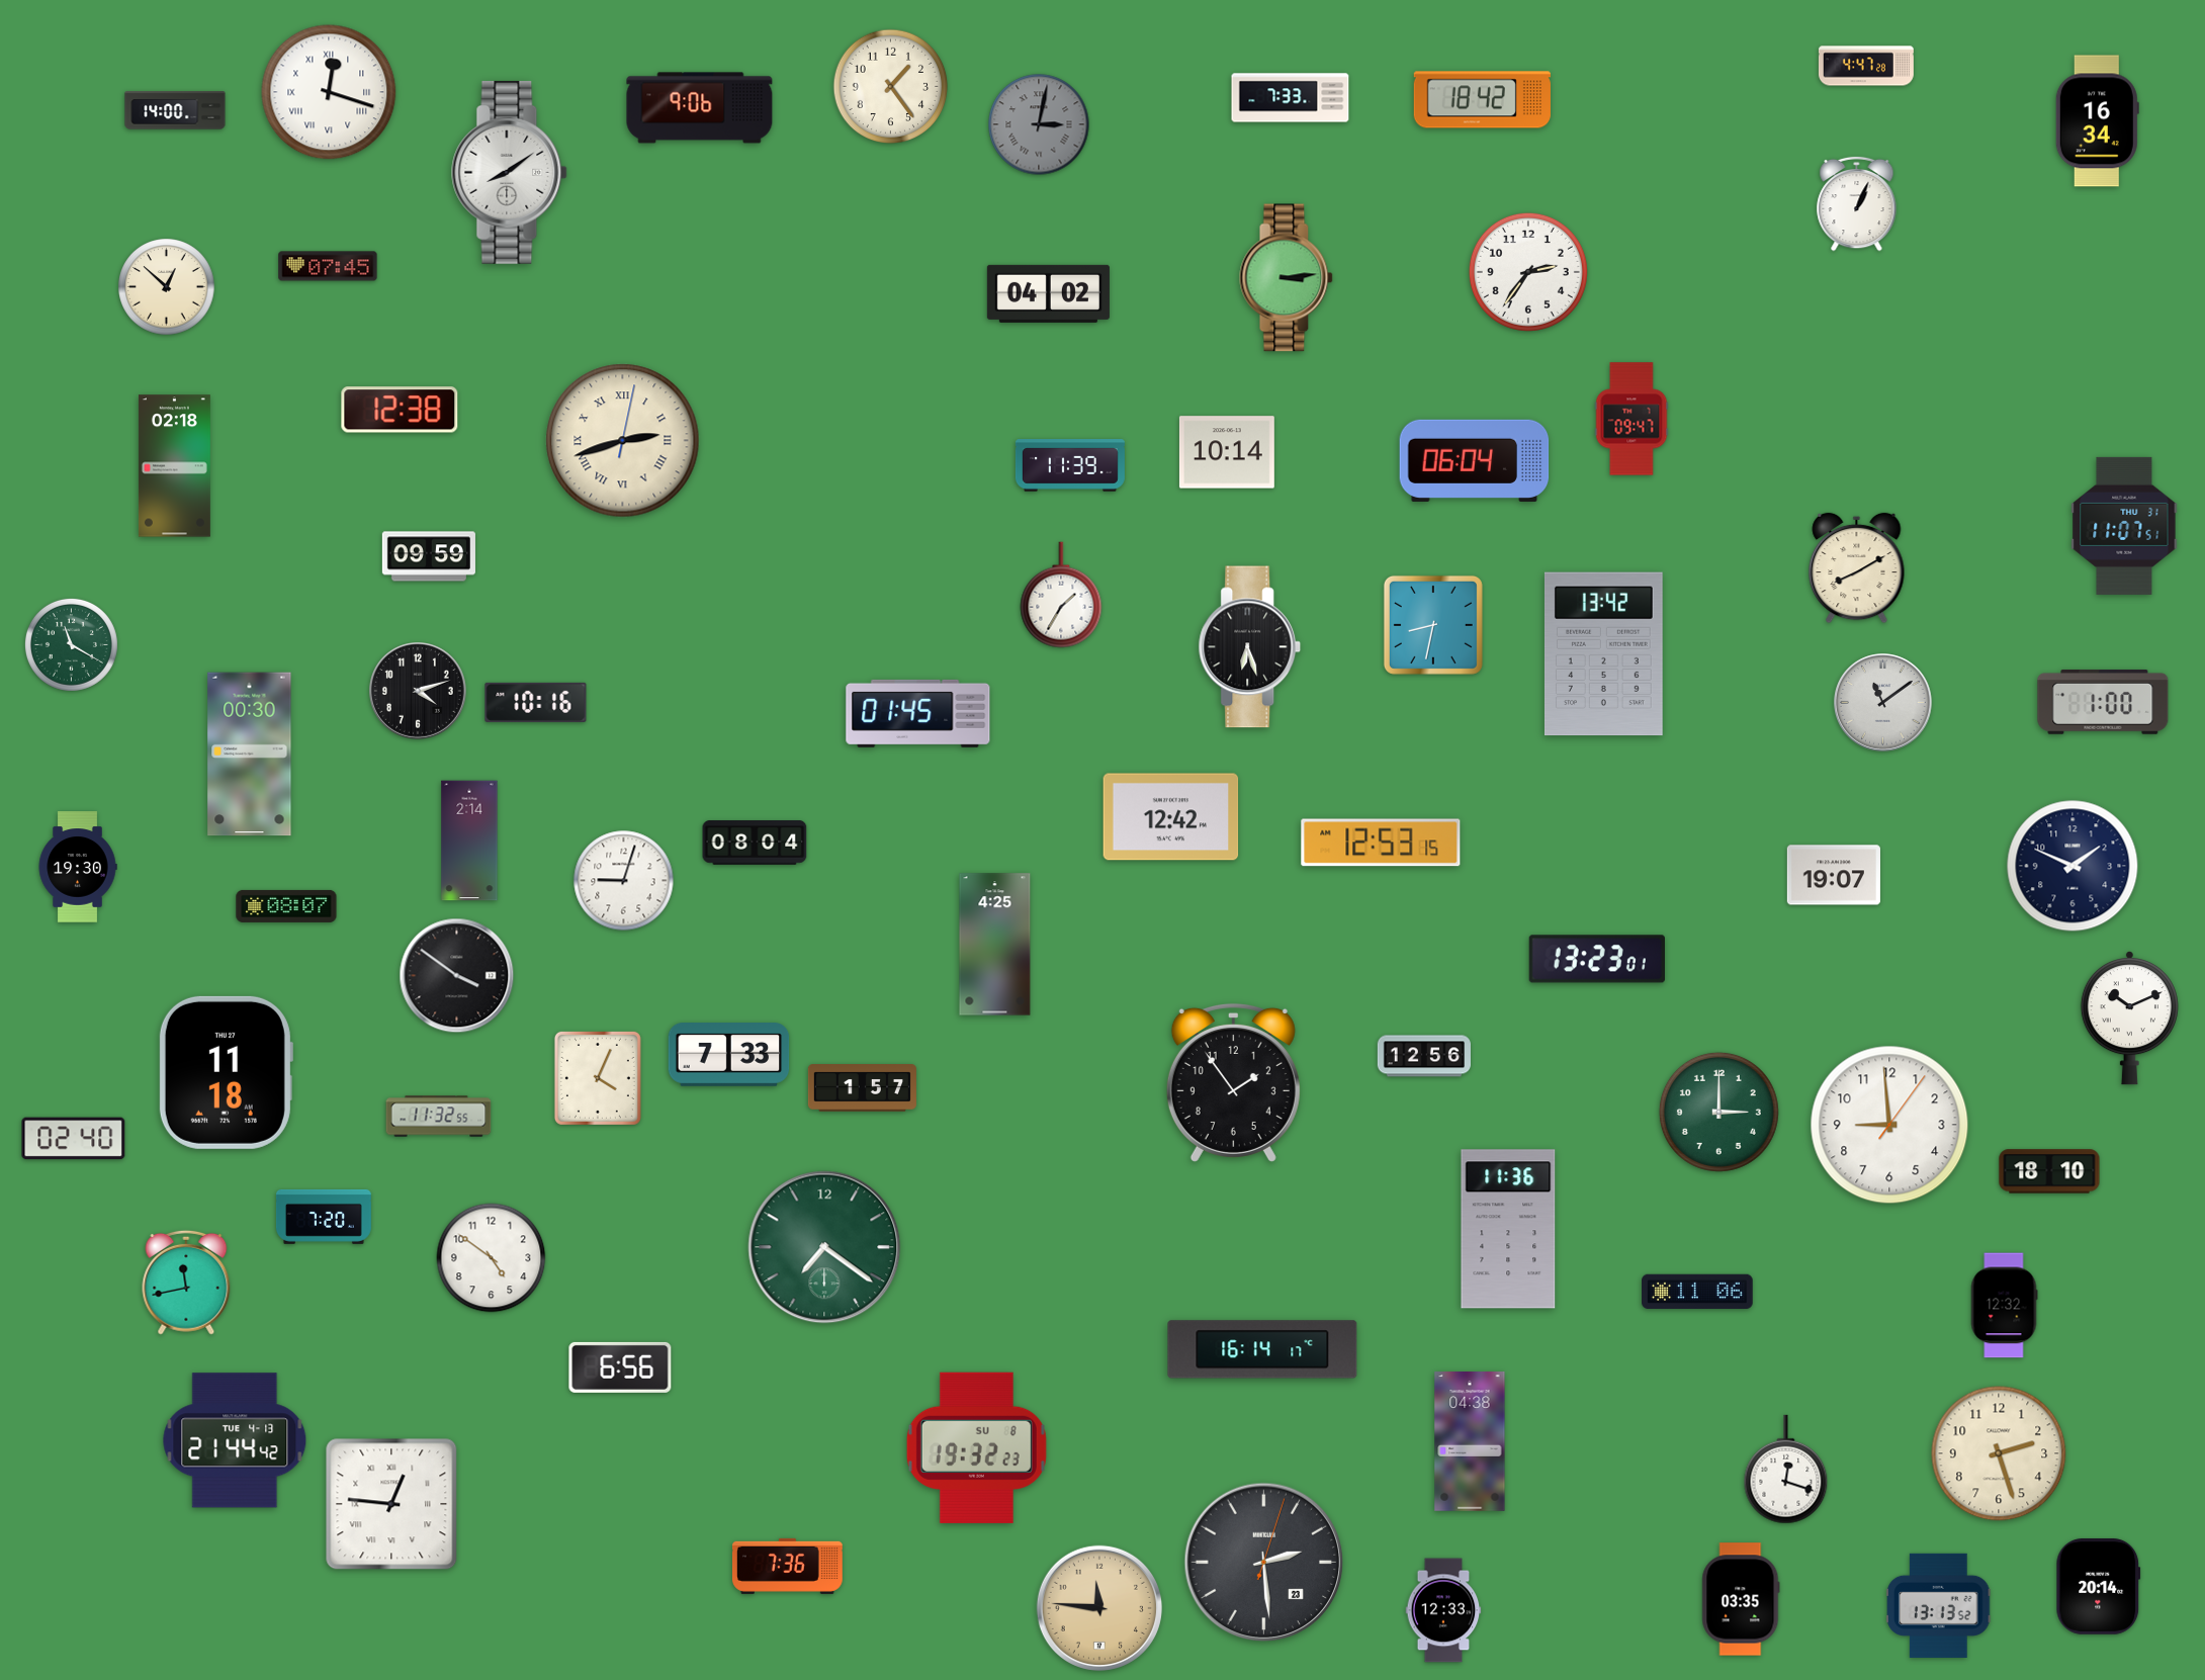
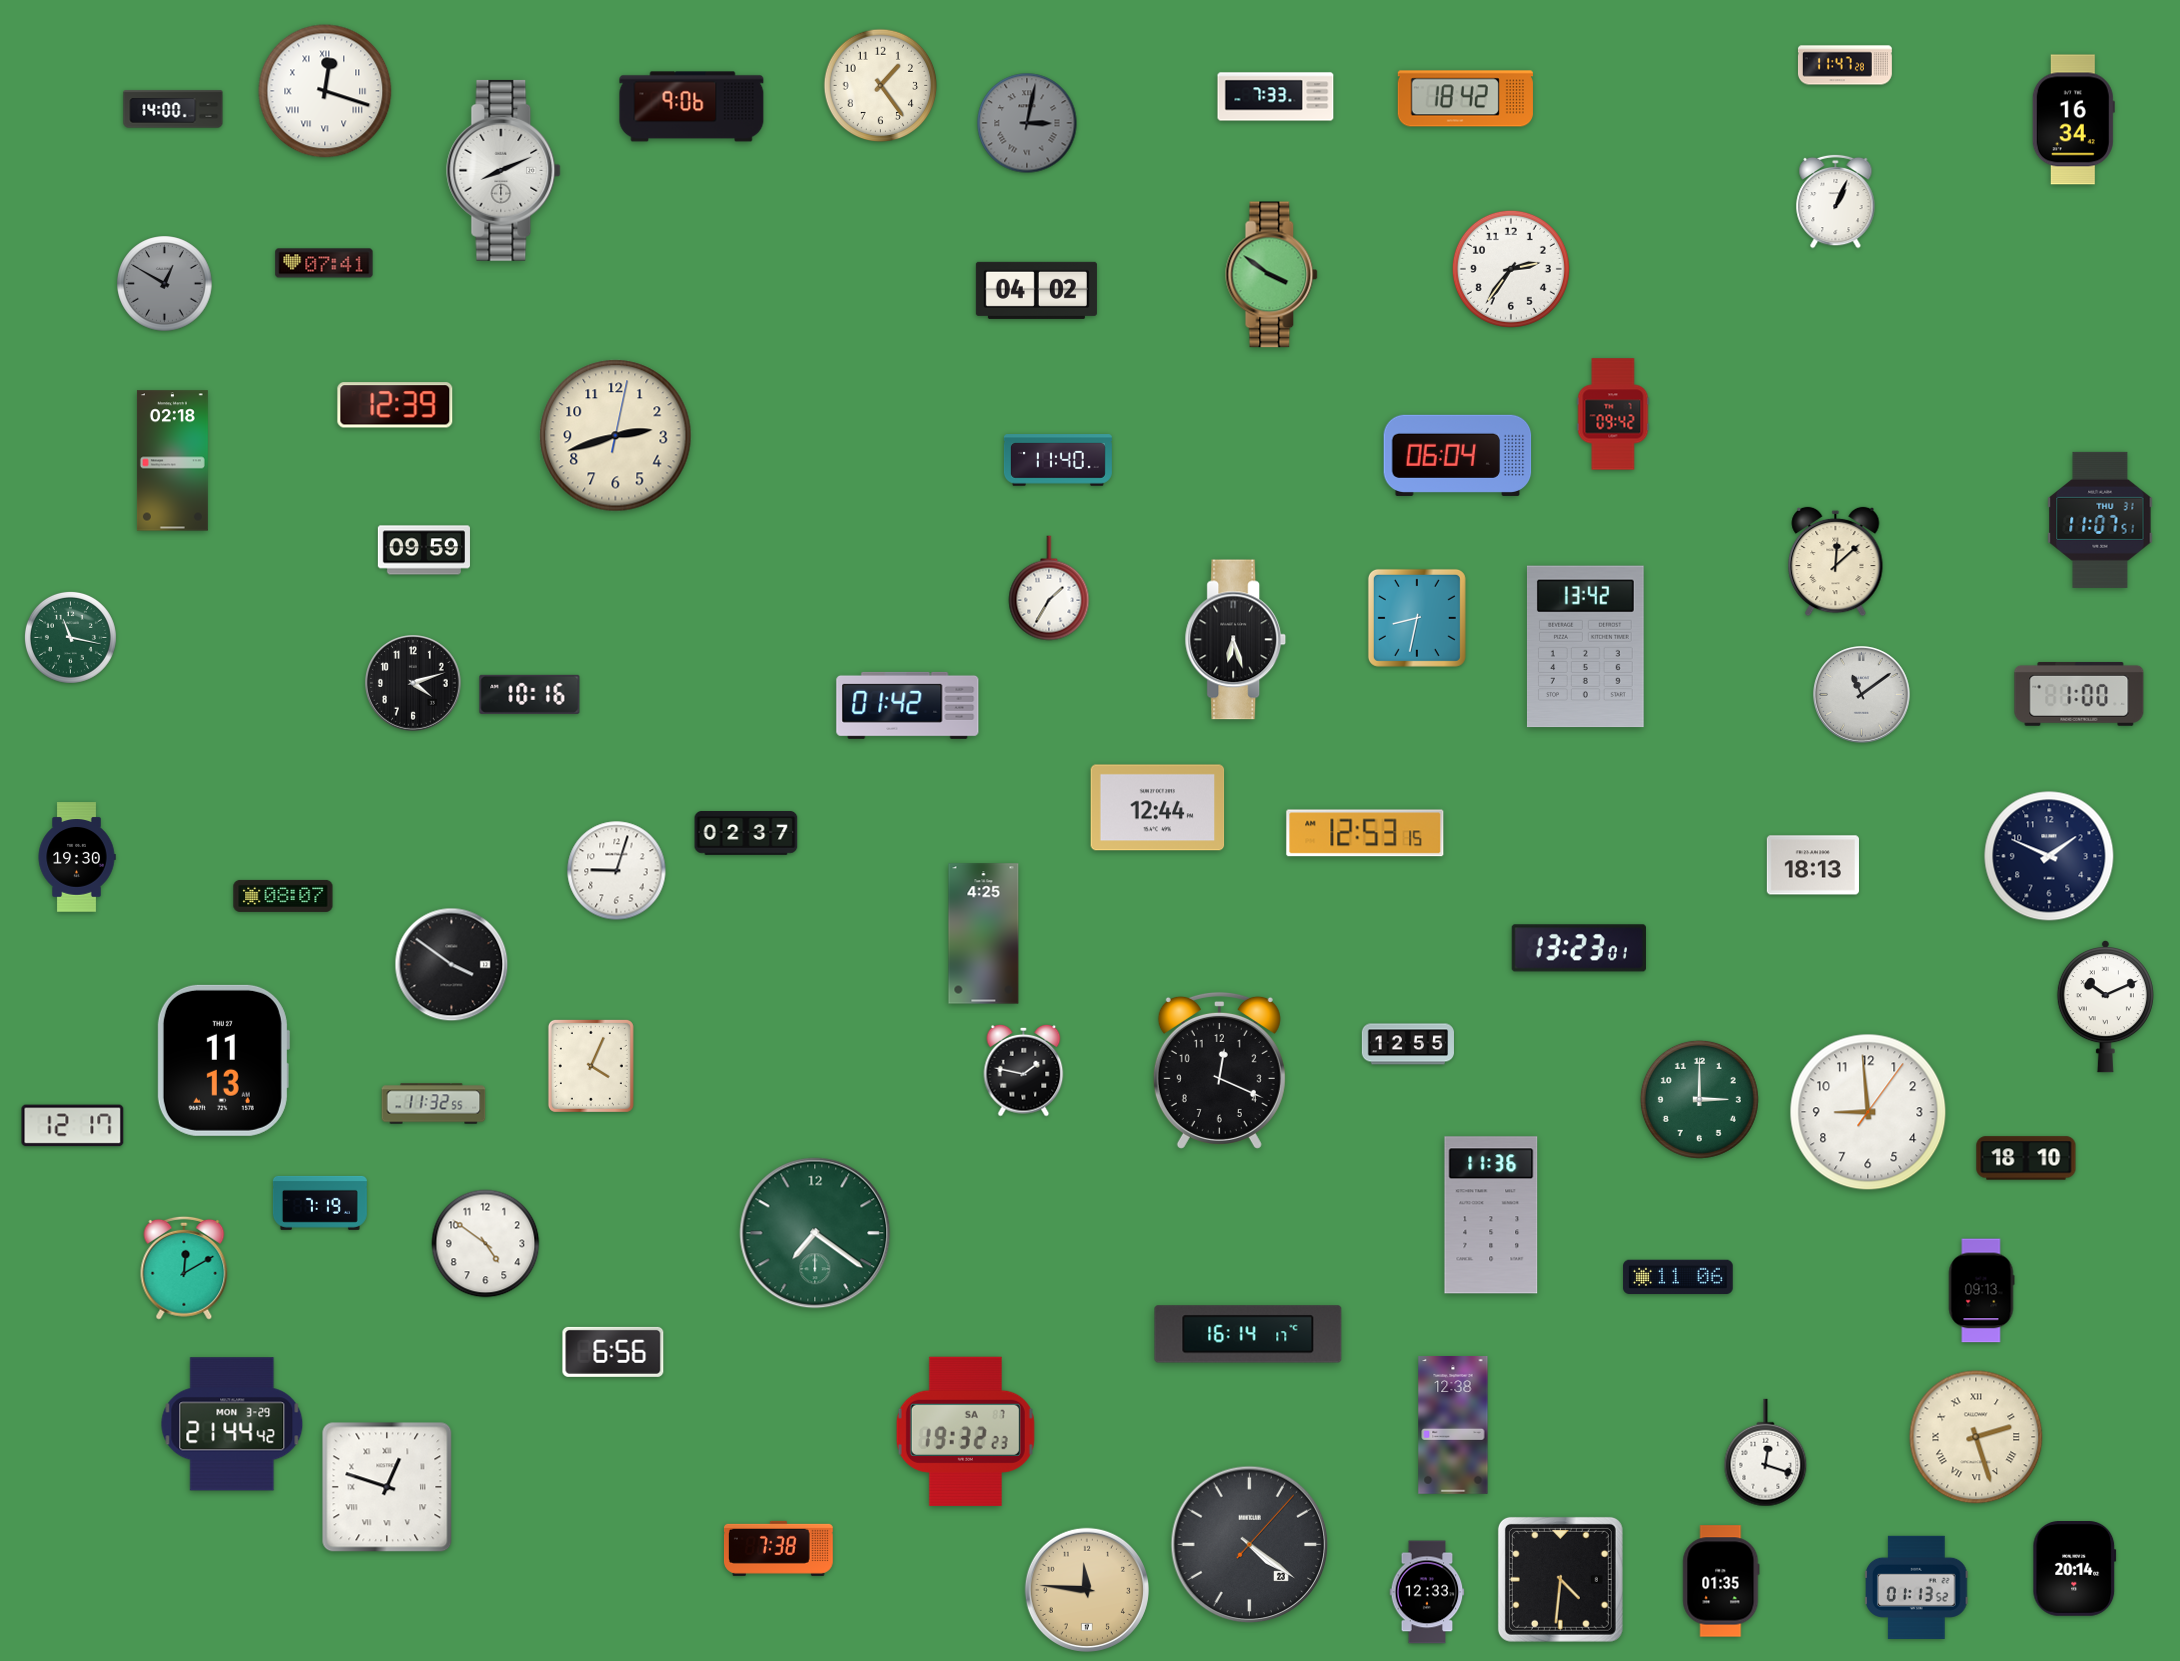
clock at (1866, 66): 4:47 -> 11:47
clock at (510, 172): 8:09 -> 8:11
clock at (328, 266): 07:45 -> 07:41
clock at (1287, 278): 3:14 -> 3:51
clock at (167, 287): 12:52 -> 12:50
clock at (167, 287) dial: cream -> grey
clock at (400, 410): 12:38 -> 12:39
clock at (1631, 419): 09:47 -> 09:42
clock at (623, 441) numerals: Roman -> Arabic
clock at (1227, 452): 10:14 -> none
clock at (1070, 465): 11:39 -> 11:40
clock at (1857, 568): 8:10 -> 12:08
clock at (71, 644): 11:20 -> 11:17
clock at (918, 713): 01:45 -> 01:42
clock at (250, 755): 00:30 -> none
clock at (1171, 817): 12:42 -> 12:44
clock at (469, 841): 2:14 -> none
clock at (755, 844): 08:04 -> 02:37
clock at (1834, 875): 19:07 -> 18:13
clock at (729, 1055): 7:33 -> none
clock at (1424, 1056): 12:56 -> 12:55
clock at (226, 1072): 11:18 -> 11:13
clock at (1024, 1070): none -> 1:47
clock at (1233, 1082): 1:54 -> 12:19
clock at (862, 1088): 1:57 -> none
clock at (74, 1139): 02:40 -> 12:17
clock at (324, 1217): 7:20 -> 7:19
clock at (186, 1283): 11:43 -> 12:10
clock at (2004, 1306): 12:32 -> 09:13
clock at (235, 1440) date: TUE 4-13 -> MON 3-29
clock at (1470, 1442): 04:38 -> 12:38
clock at (976, 1447) date: SU 8 -> SA 7
clock at (1999, 1453) numerals: Arabic -> Roman
clock at (391, 1504): 12:46 -> 12:48
clock at (1264, 1563): 2:29 -> 4:21
clock at (787, 1566): 7:36 -> 7:38
clock at (1560, 1579): none -> 4:31
clock at (1741, 1599): 03:35 -> 01:35
clock at (1939, 1605): 13:13 -> 01:13
